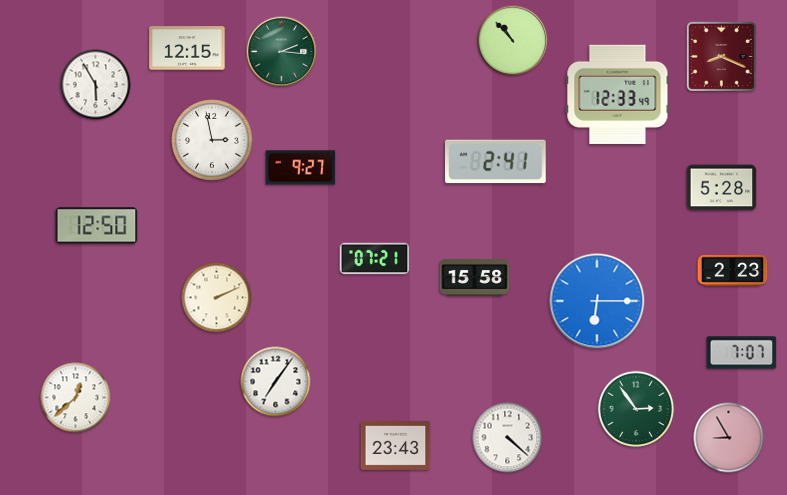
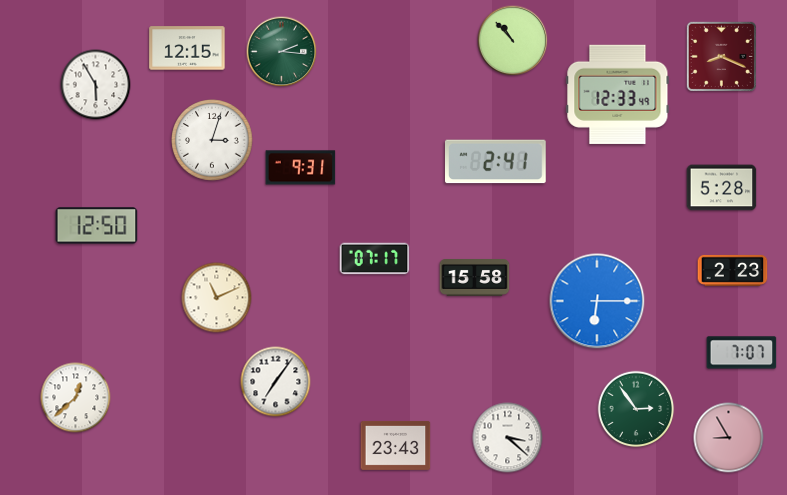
clock at (213, 141): 2:58 -> 3:03
clock at (301, 168): 9:27 -> 9:31
clock at (375, 259): 07:21 -> 07:17
clock at (217, 298): 2:11 -> 11:11
clock at (508, 438): 4:22 -> 3:22
